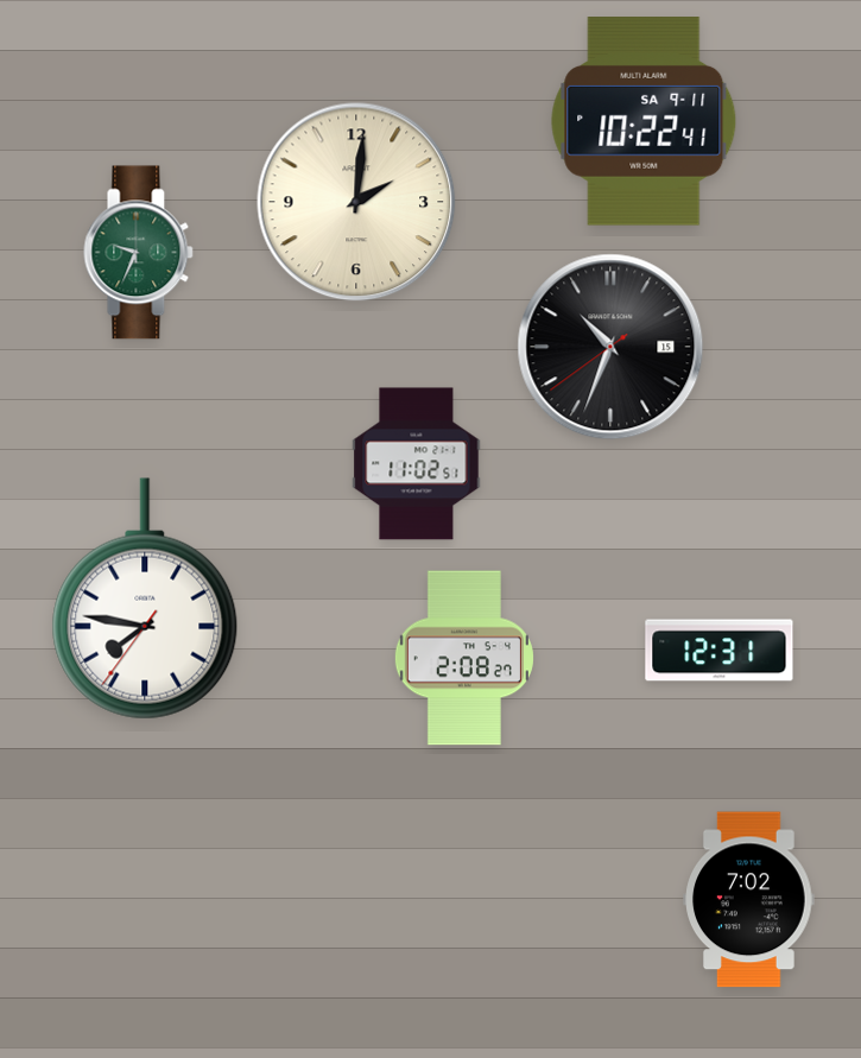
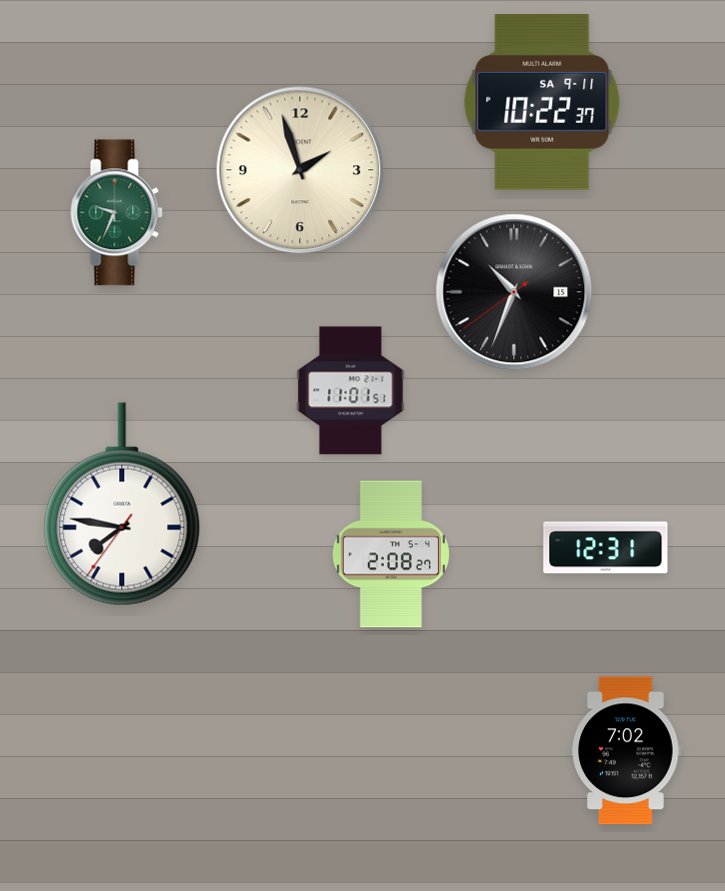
clock at (644, 121): 10:22:41 -> 10:22:37
clock at (356, 202): 2:01 -> 1:57
clock at (417, 464): 11:02 -> 11:01
clock at (749, 900) position: (749, 900) -> (626, 751)
